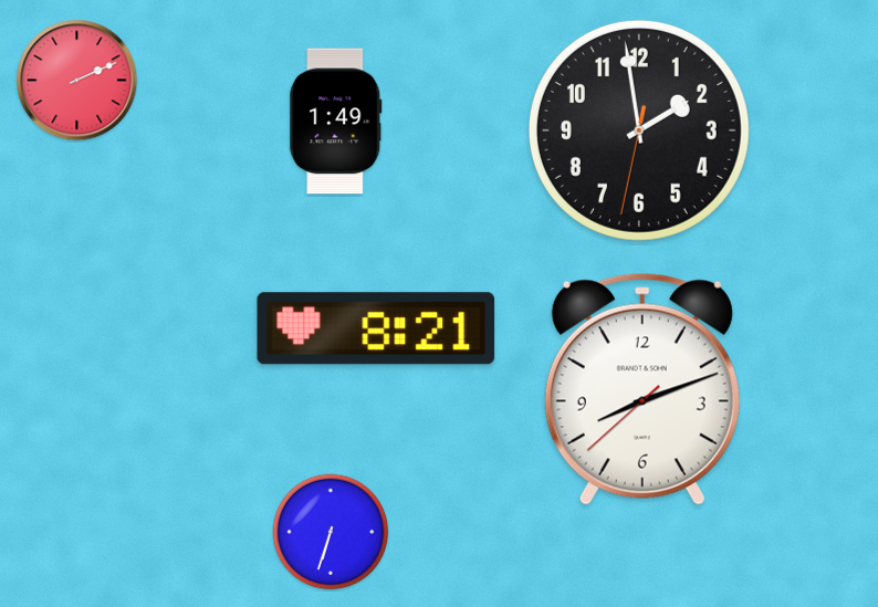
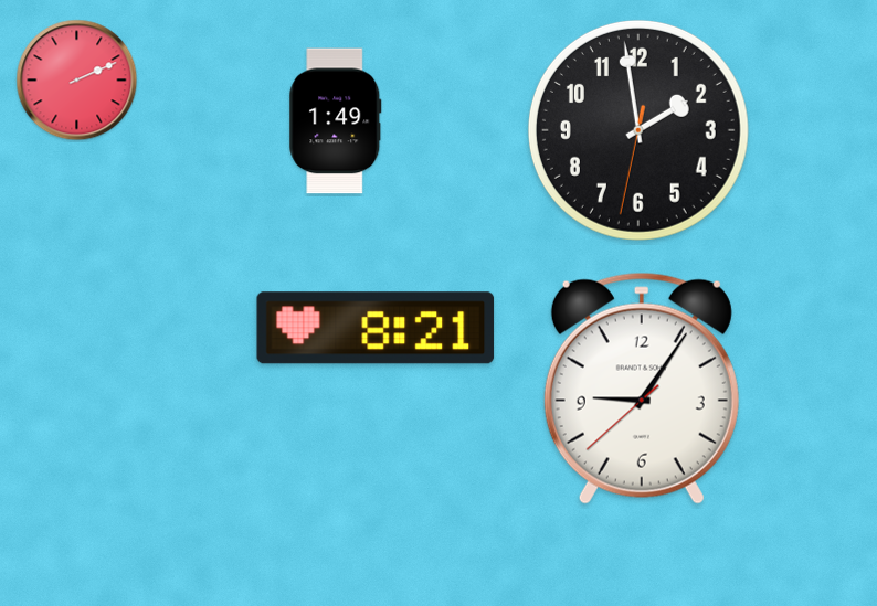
clock at (642, 389): 8:11 -> 9:05
clock at (331, 532): 6:33 -> none
